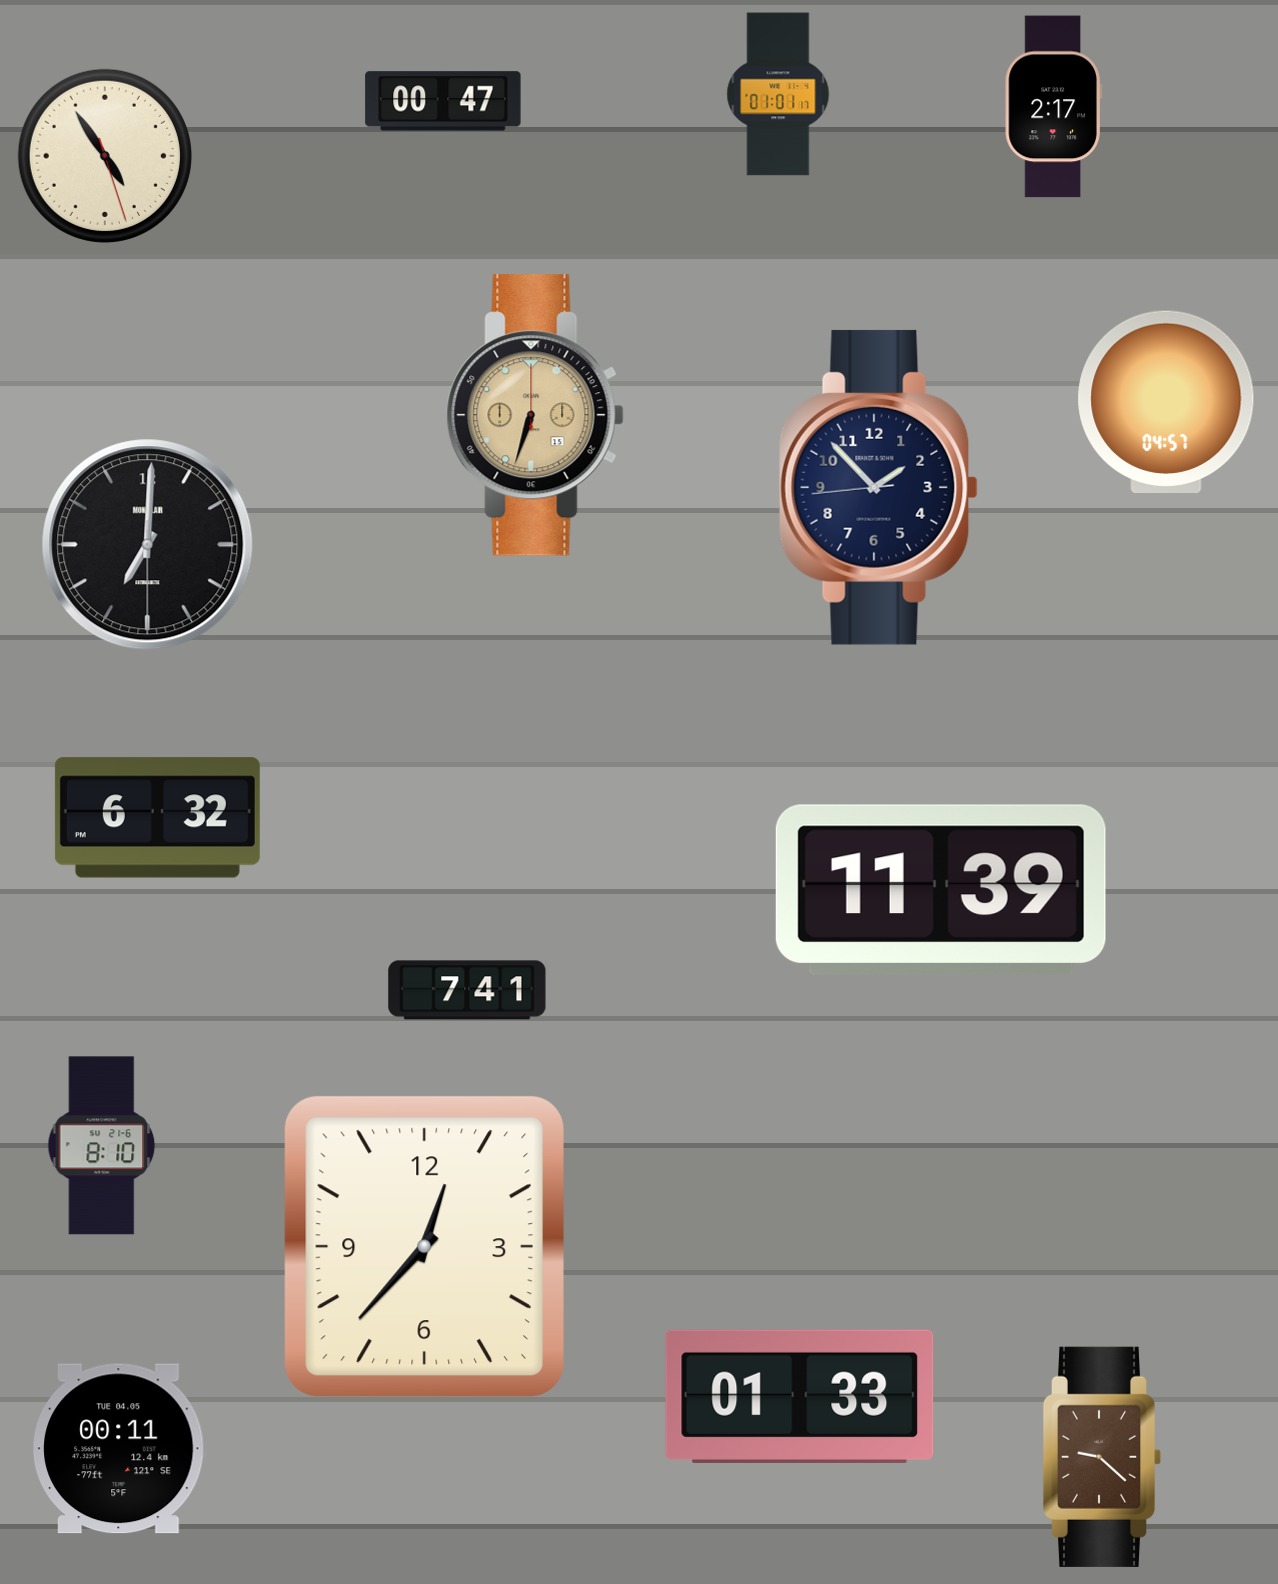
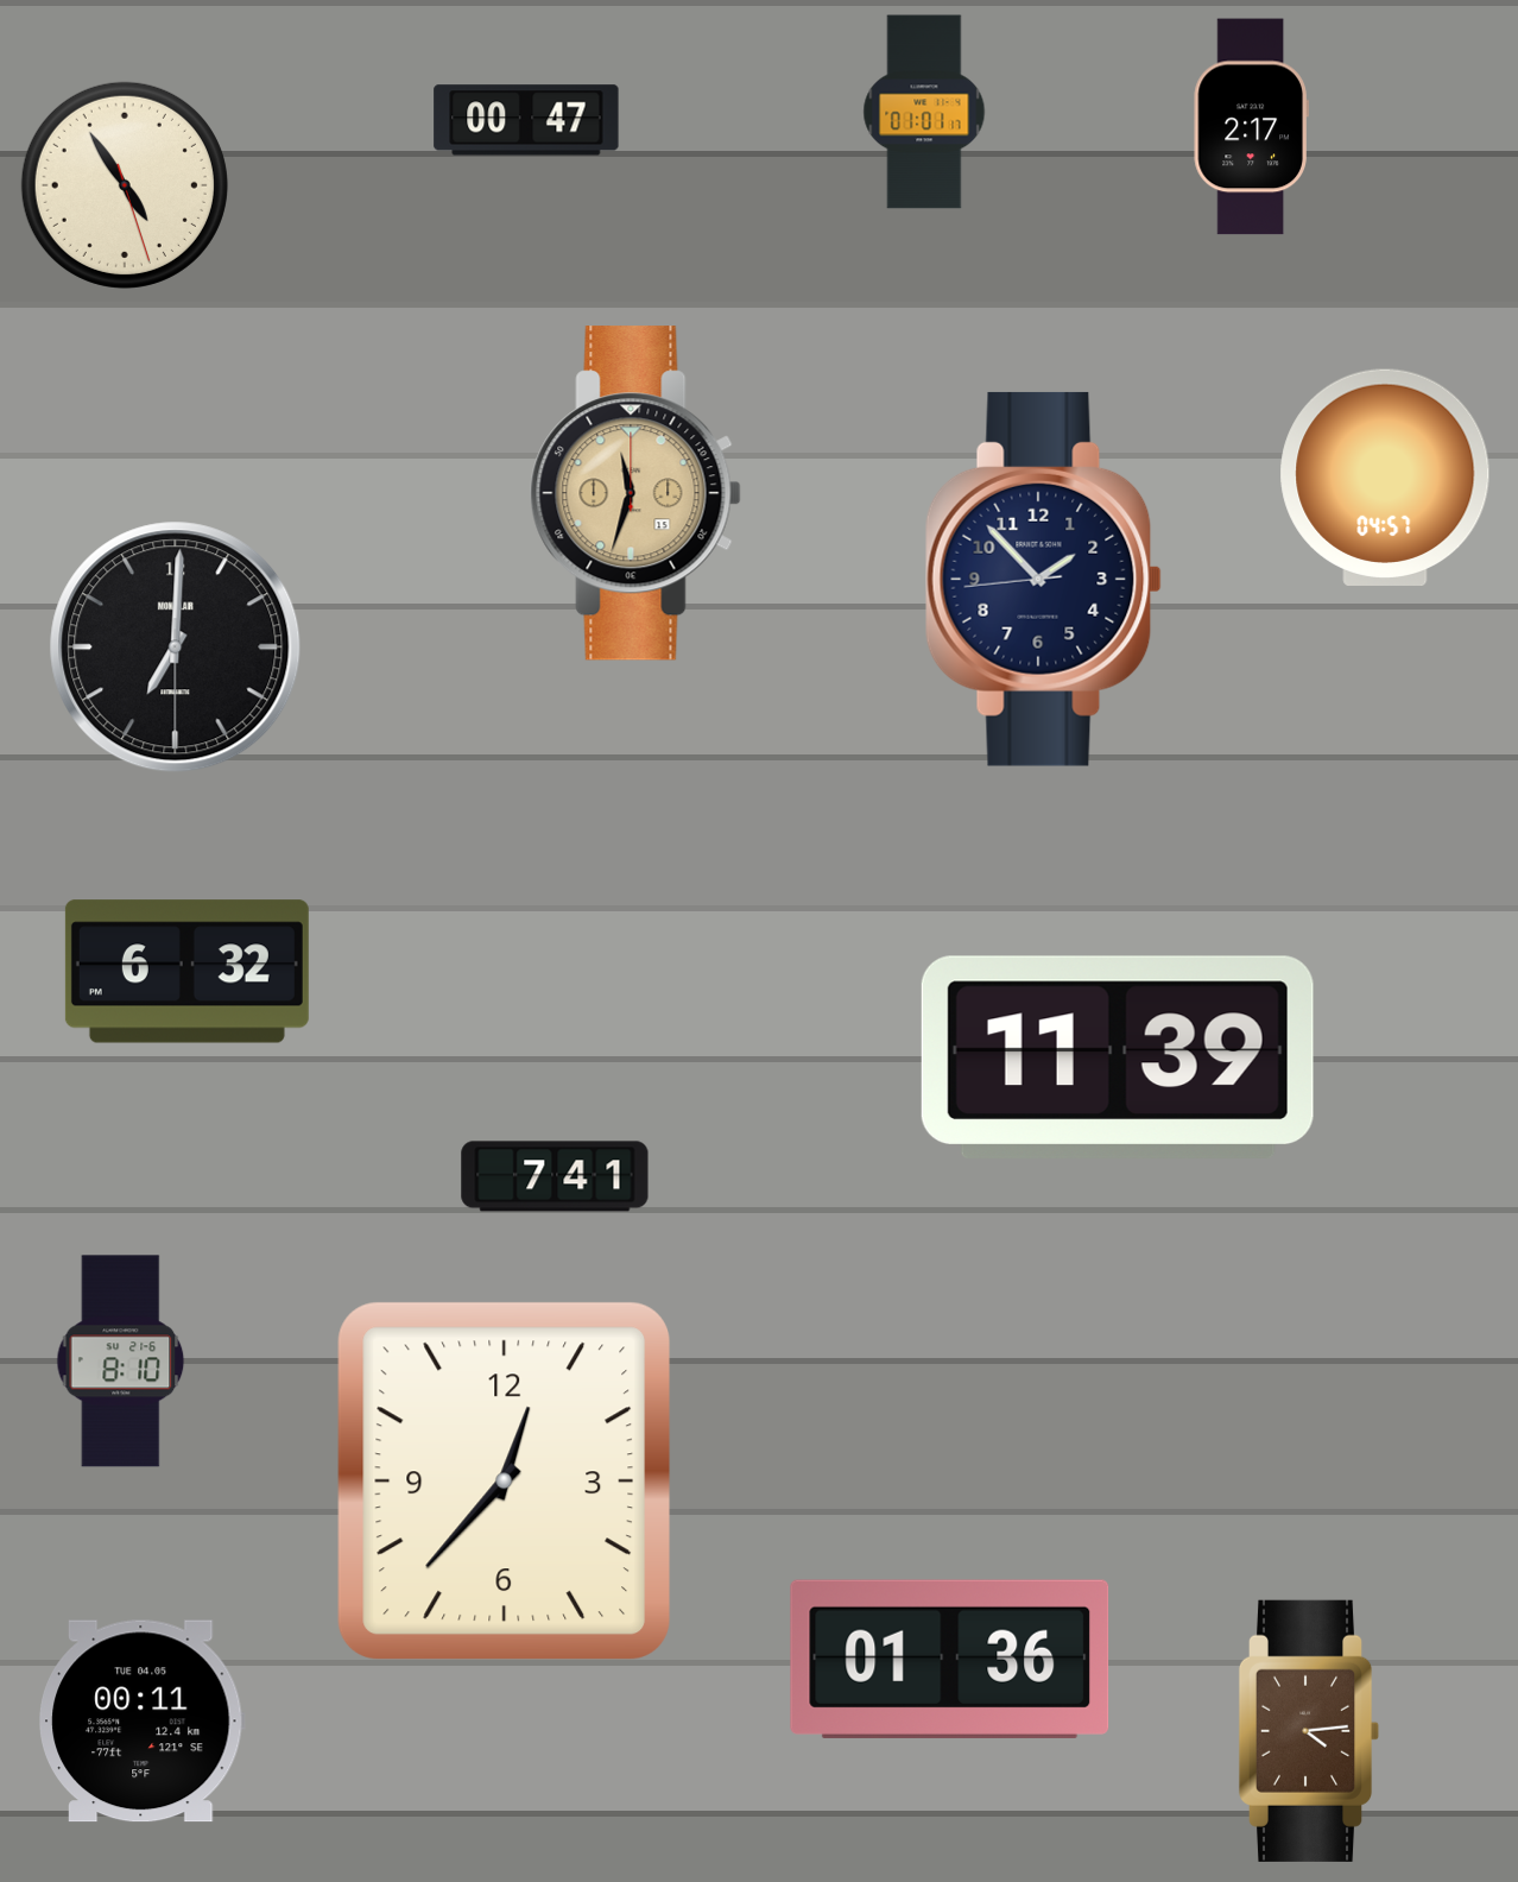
clock at (535, 415): 6:33 -> 11:33
clock at (800, 1396): 01:33 -> 01:36
clock at (1102, 1457): 9:22 -> 4:14
